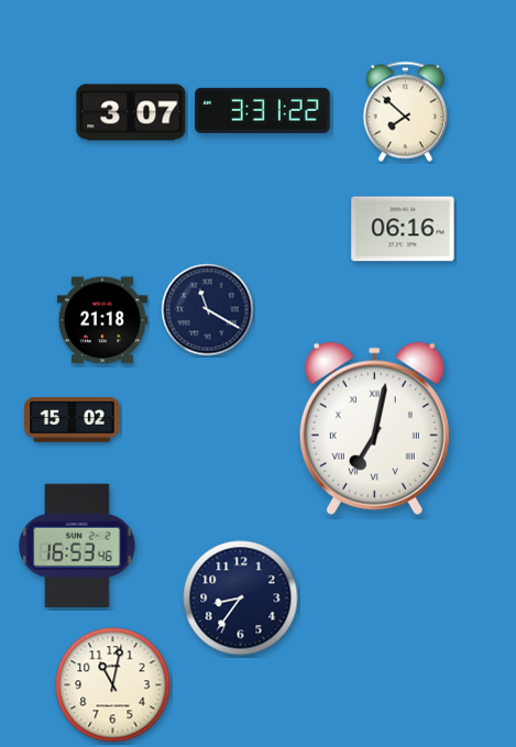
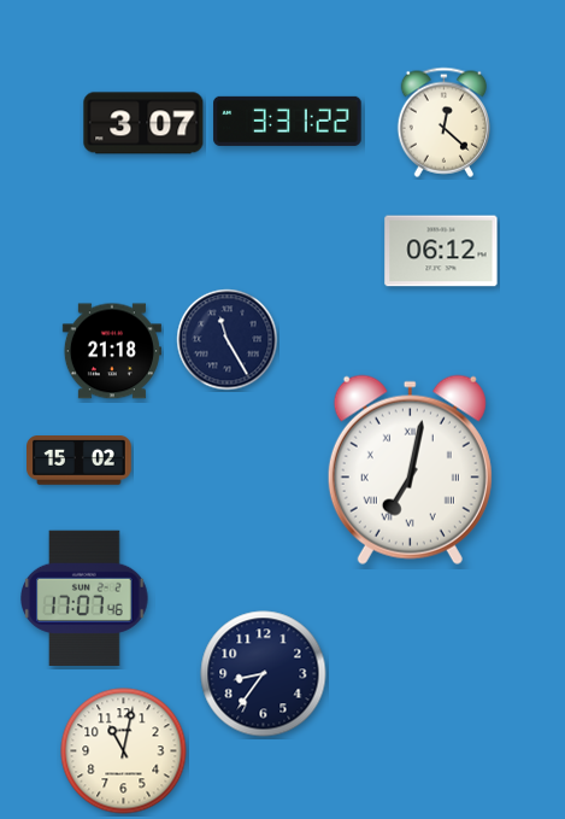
clock at (405, 111): 7:52 -> 12:22
clock at (403, 229): 06:16 -> 06:12
clock at (208, 310): 11:20 -> 11:25
clock at (77, 545): 16:53 -> 17:07
clock at (241, 598) position: (241, 598) -> (264, 674)
